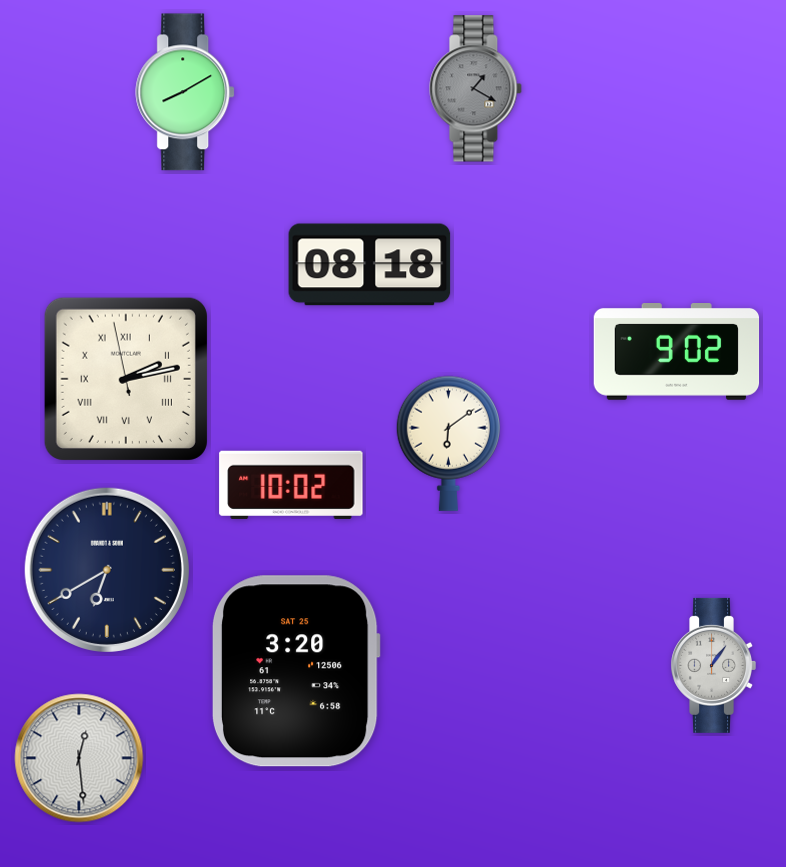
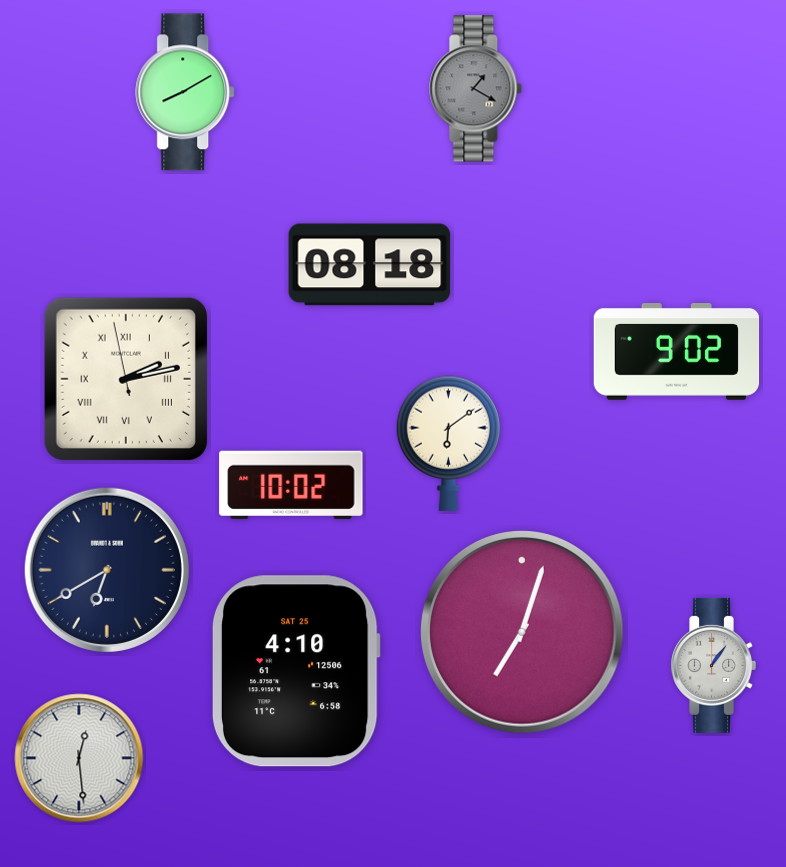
clock at (523, 633): none -> 7:03
clock at (296, 671): 3:20 -> 4:10
